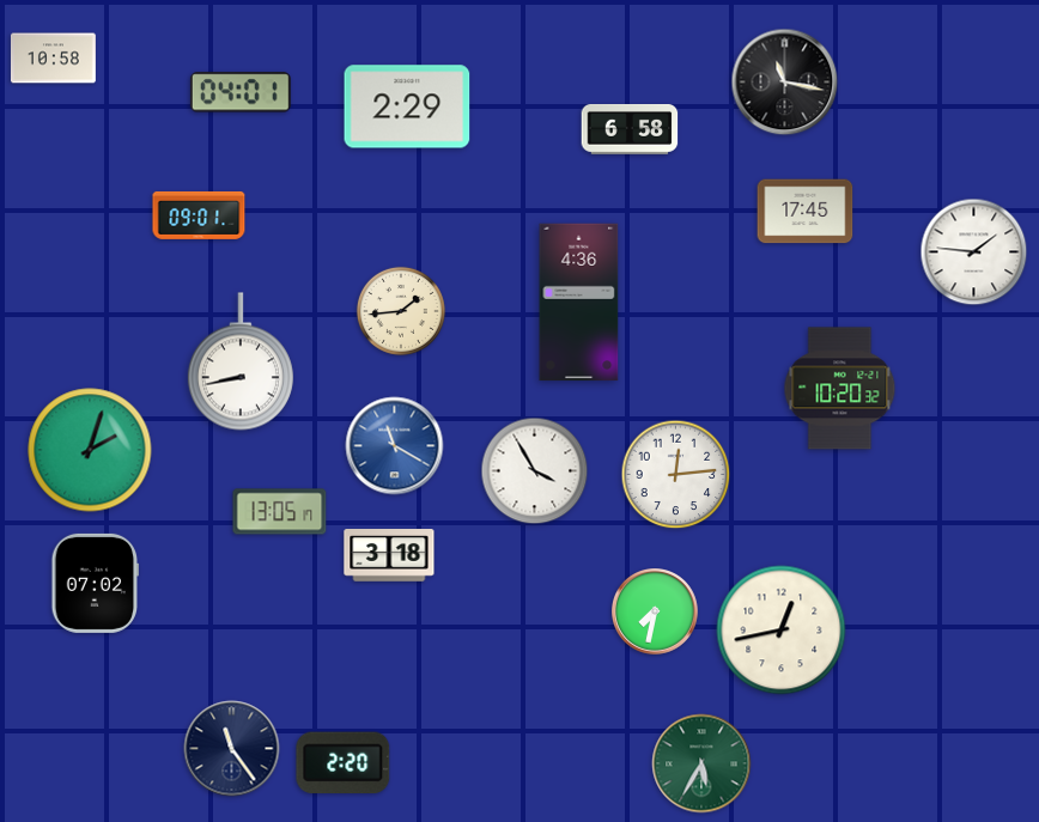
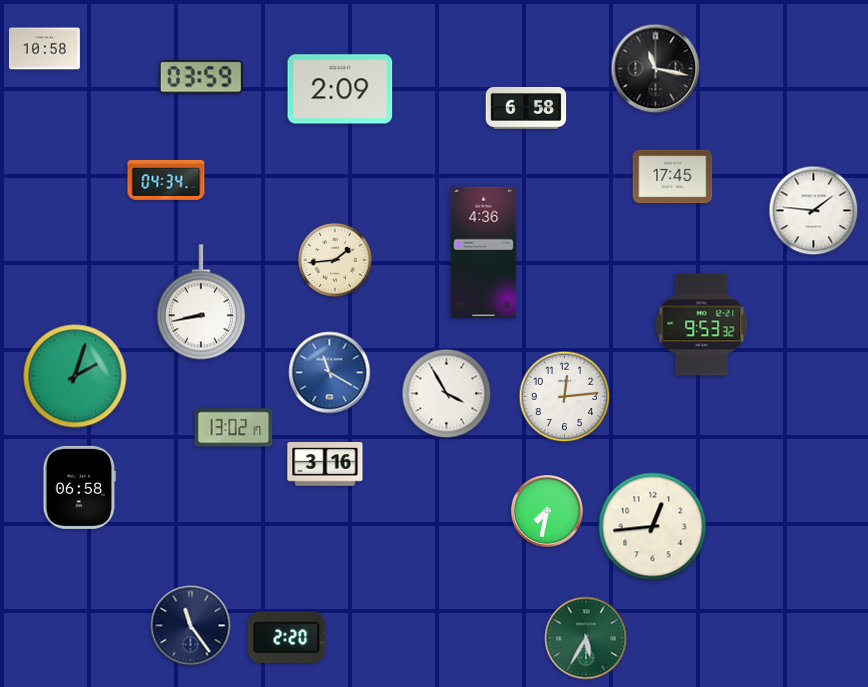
clock at (241, 92): 04:01 -> 03:59
clock at (407, 106): 2:29 -> 2:09
clock at (199, 215): 09:01 -> 04:34
clock at (840, 389): 10:20 -> 9:53
clock at (280, 512): 13:05 -> 13:02
clock at (389, 556): 3:18 -> 3:16
clock at (96, 583): 07:02 -> 06:58
clock at (782, 631): 12:43 -> 12:44
clock at (232, 749) position: (232, 749) -> (191, 626)
